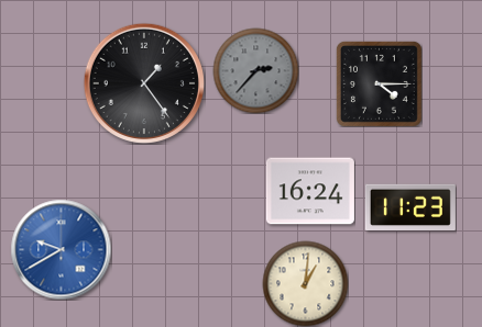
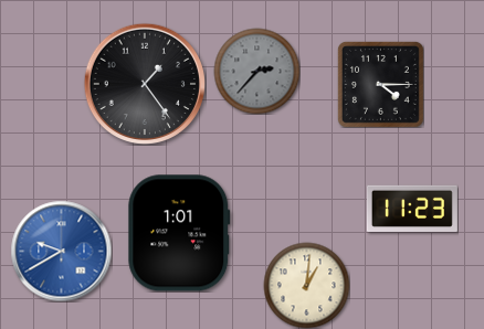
clock at (310, 191): 16:24 -> none
clock at (179, 233): none -> 1:01
